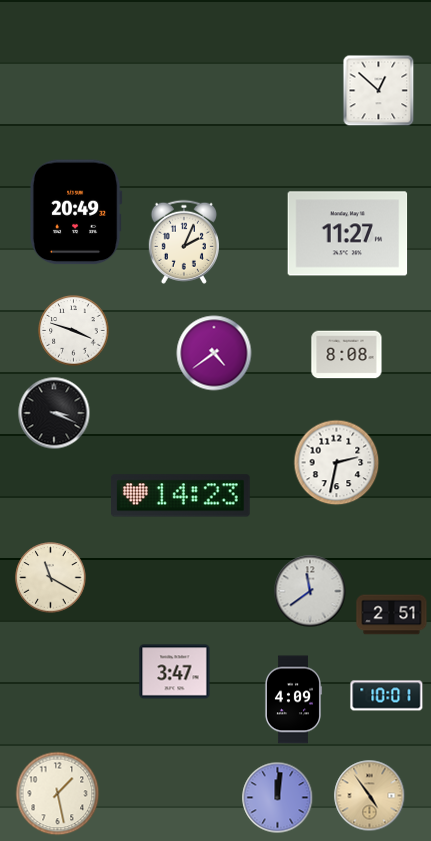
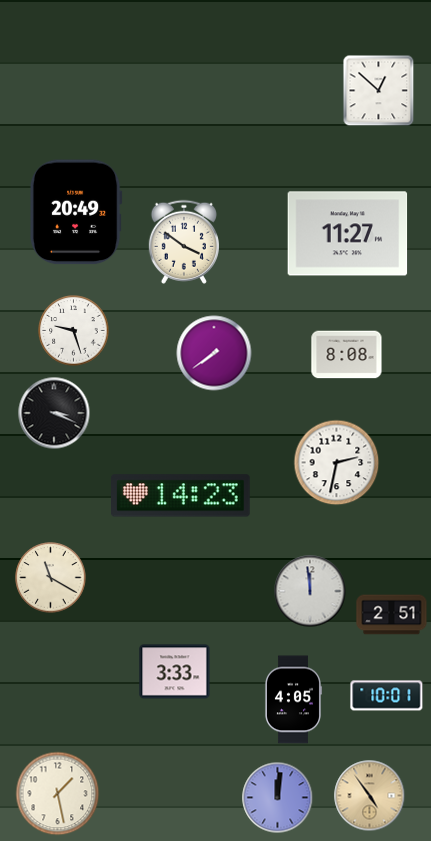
clock at (184, 242): 2:04 -> 3:51
clock at (74, 331): 3:48 -> 9:27
clock at (214, 353): 4:39 -> 7:39
clock at (310, 591): 11:39 -> 11:59
clock at (175, 672): 3:47 -> 3:33
clock at (293, 700): 4:09 -> 4:05
